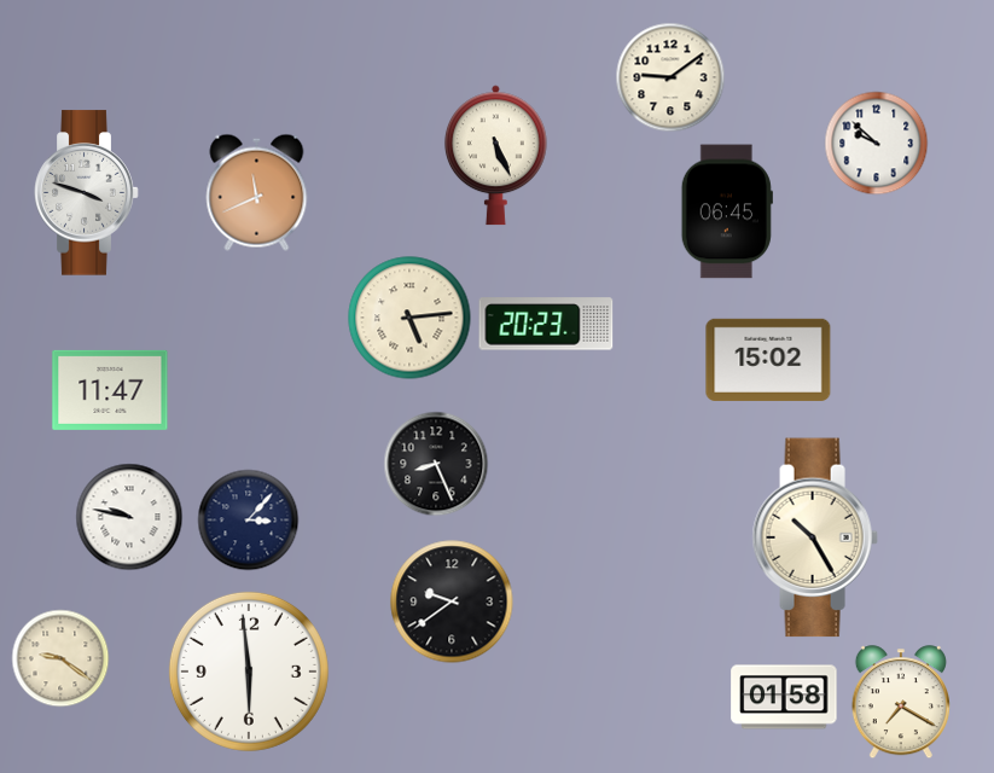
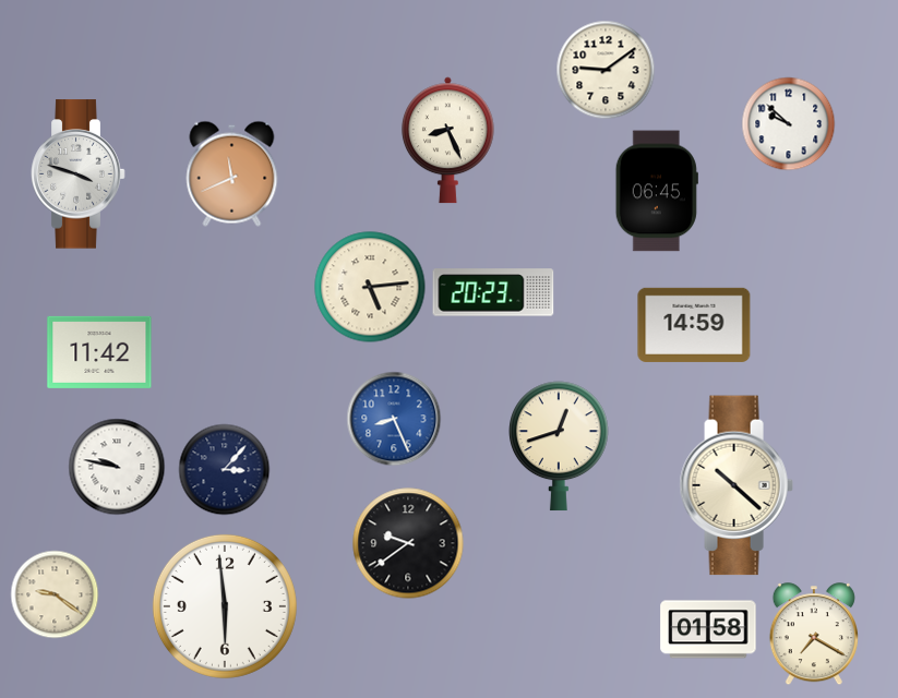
clock at (876, 143) position: (876, 143) -> (788, 123)
clock at (495, 156): 5:26 -> 8:26
clock at (768, 360): 15:02 -> 14:59
clock at (110, 390): 11:47 -> 11:42
clock at (436, 464) dial: black -> blue
clock at (560, 446): none -> 12:42
clock at (815, 537): 10:25 -> 10:22
